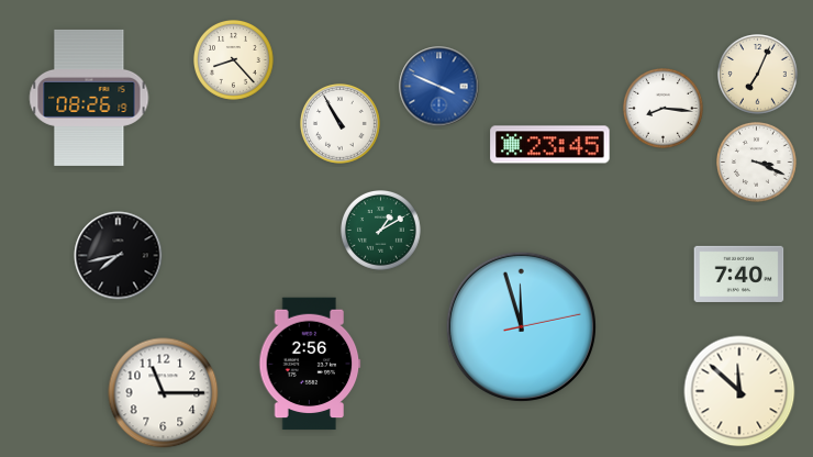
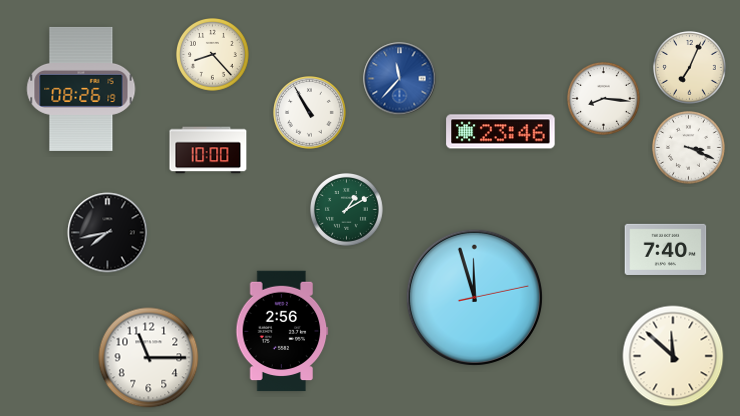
clock at (439, 87): 3:49 -> 11:37
clock at (550, 145): 23:45 -> 23:46
clock at (208, 150): none -> 10:00
clock at (739, 274) position: (739, 274) -> (666, 249)
